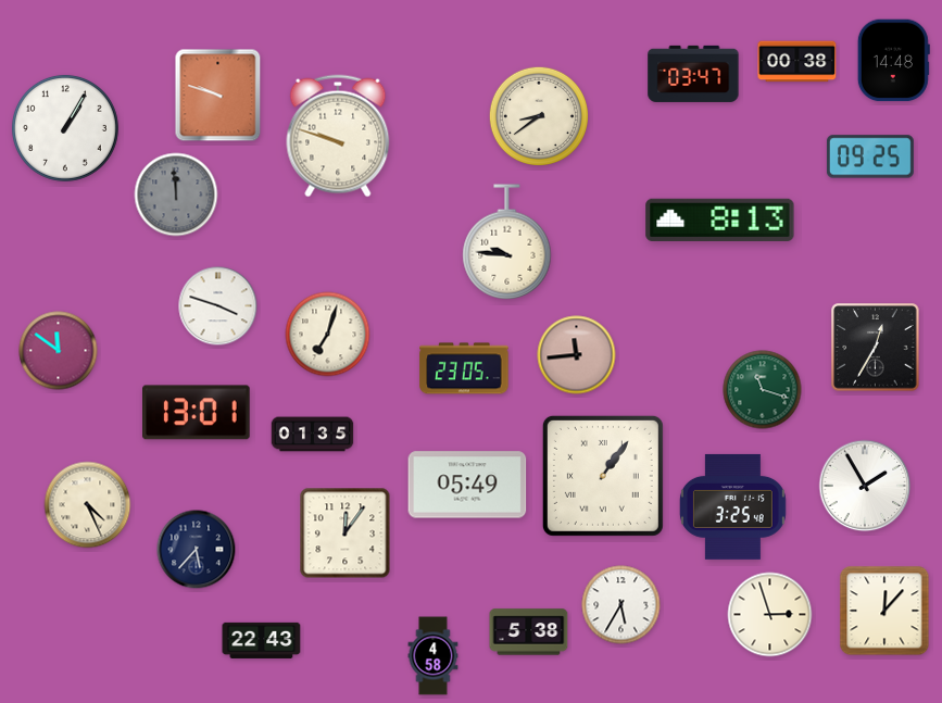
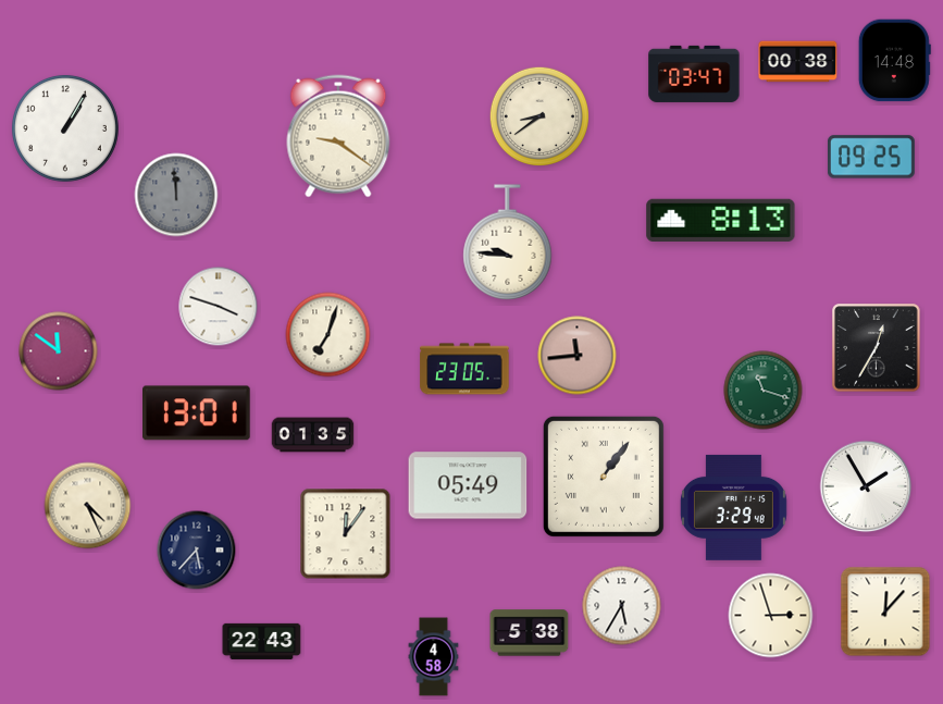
clock at (218, 96): 9:48 -> none
clock at (338, 136): 9:48 -> 9:21
clock at (732, 506): 3:25 -> 3:29
